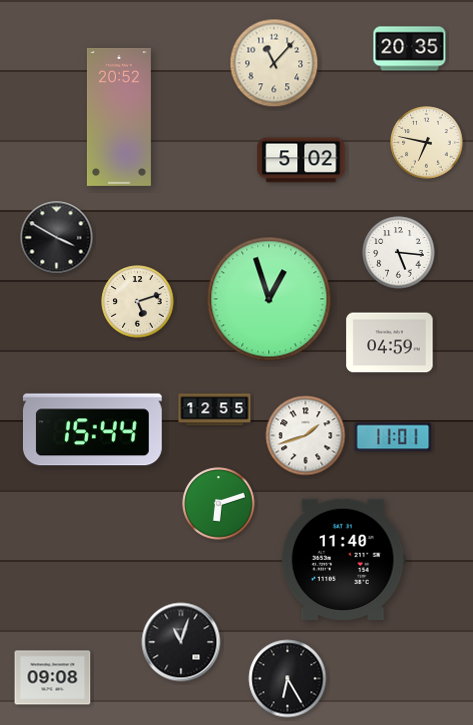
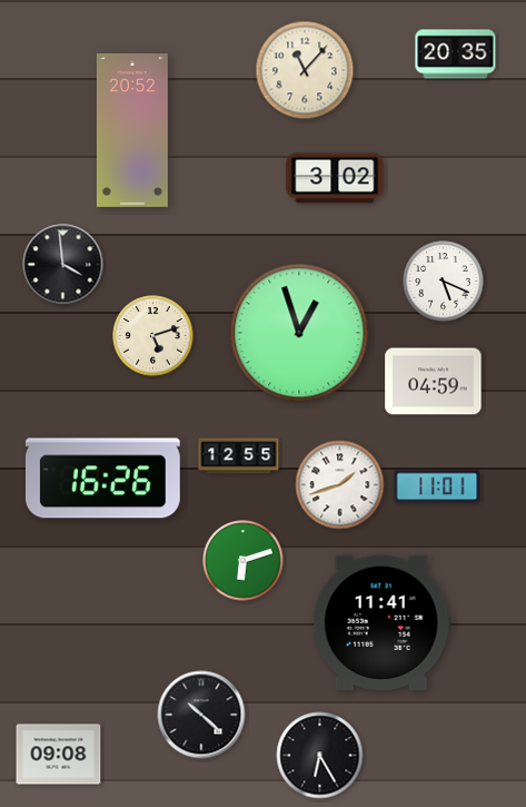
clock at (427, 143): 6:47 -> none
clock at (301, 160): 5:02 -> 3:02
clock at (57, 238): 3:50 -> 3:59
clock at (399, 253): 5:16 -> 5:19
clock at (92, 430): 15:44 -> 16:26
clock at (343, 559): 11:40 -> 11:41
clock at (181, 642): 11:03 -> 10:22
